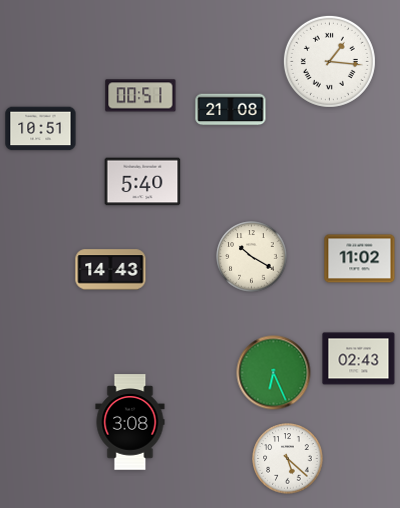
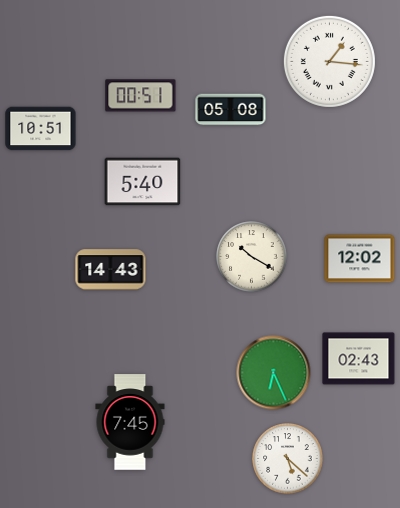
clock at (231, 110): 21:08 -> 05:08
clock at (360, 259): 11:02 -> 12:02
clock at (130, 422): 3:08 -> 7:45
